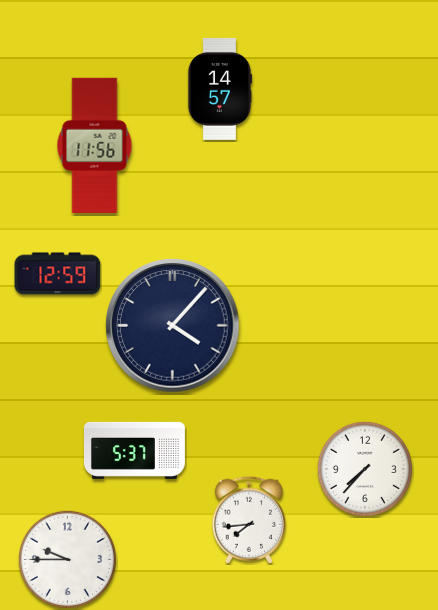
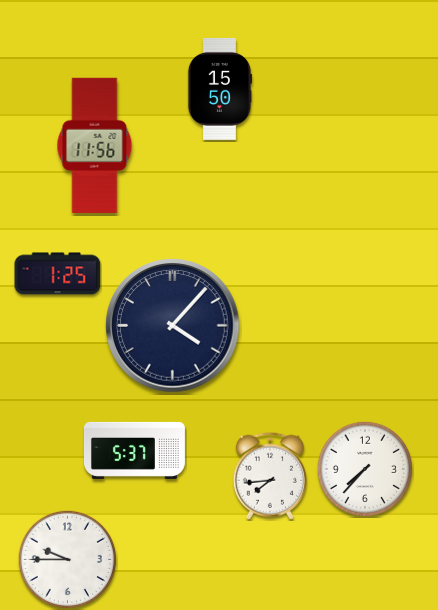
clock at (220, 89): 14:57 -> 15:50
clock at (58, 274): 12:59 -> 1:25
clock at (248, 520) position: (248, 520) -> (269, 476)
